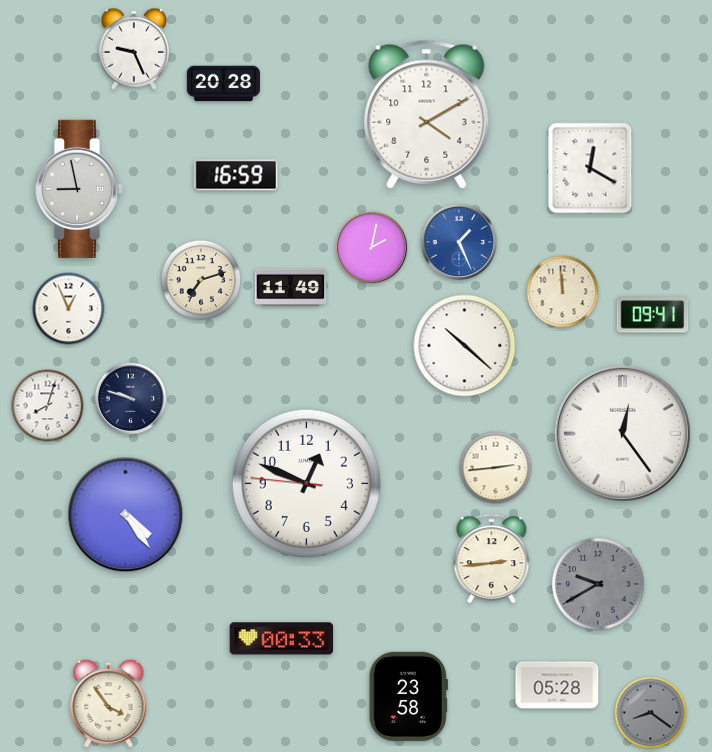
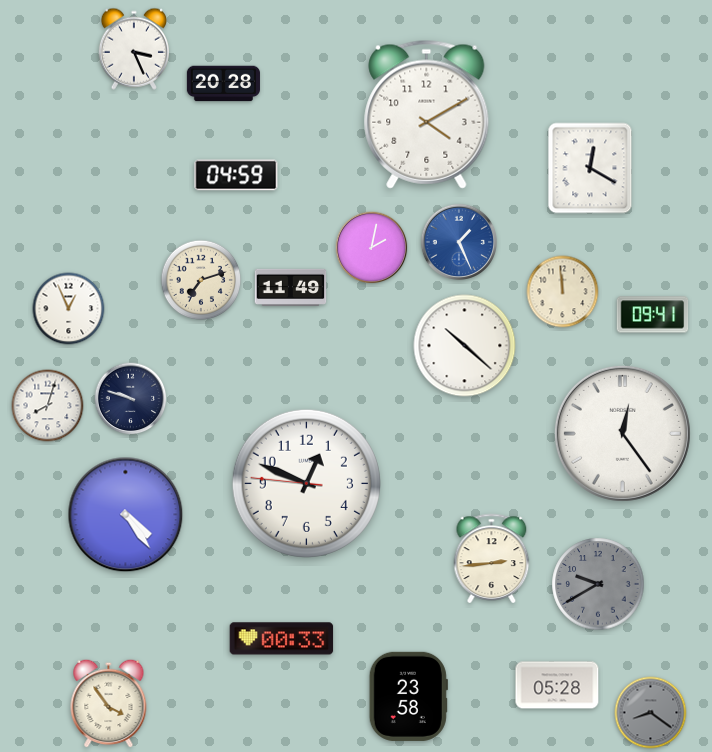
clock at (134, 49): 9:26 -> 3:26
clock at (236, 175): 16:59 -> 04:59
clock at (79, 189): 8:58 -> none
clock at (496, 468): 2:44 -> none
